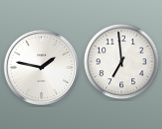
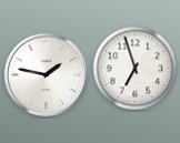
clock at (122, 62): 6:59 -> 6:57
